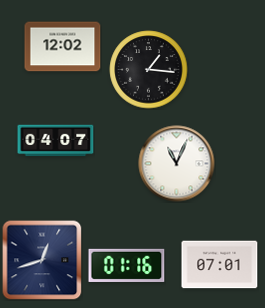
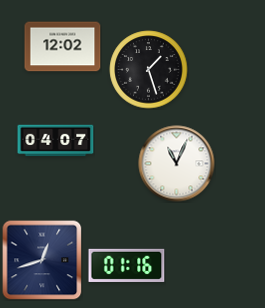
clock at (149, 70): 1:16 -> 1:27
clock at (220, 265): 07:01 -> none
